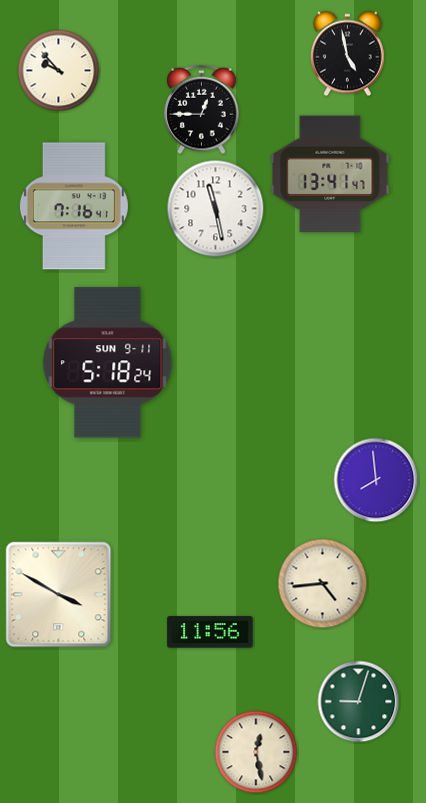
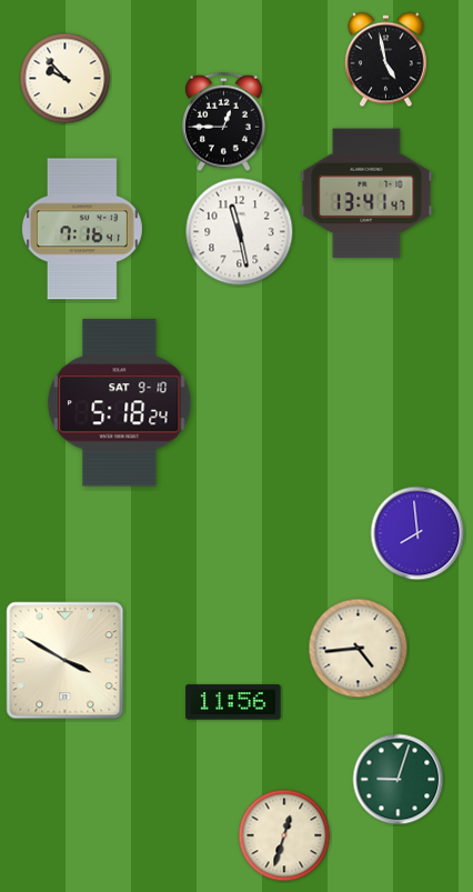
clock at (108, 363) date: SUN 9-11 -> SAT 9-10
clock at (256, 752): 12:28 -> 12:33
